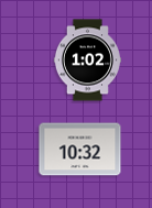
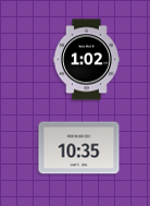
clock at (80, 150): 10:32 -> 10:35
